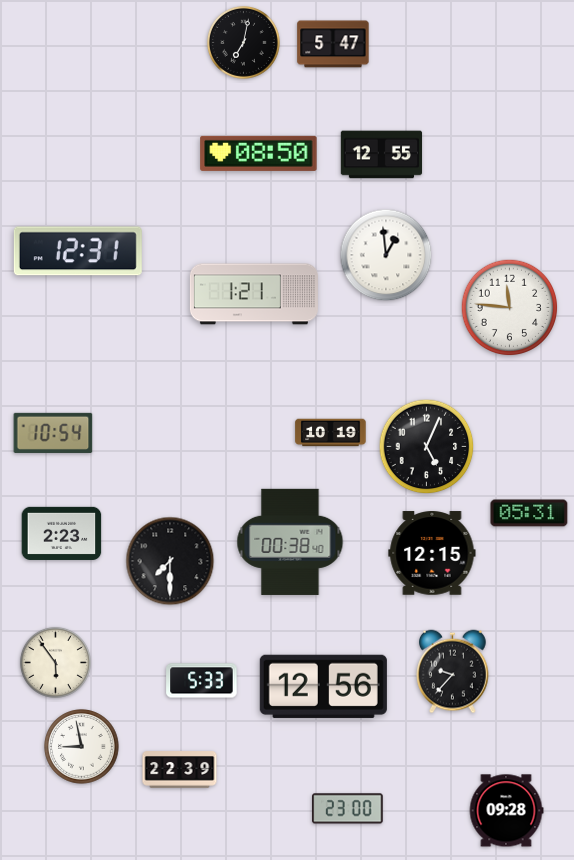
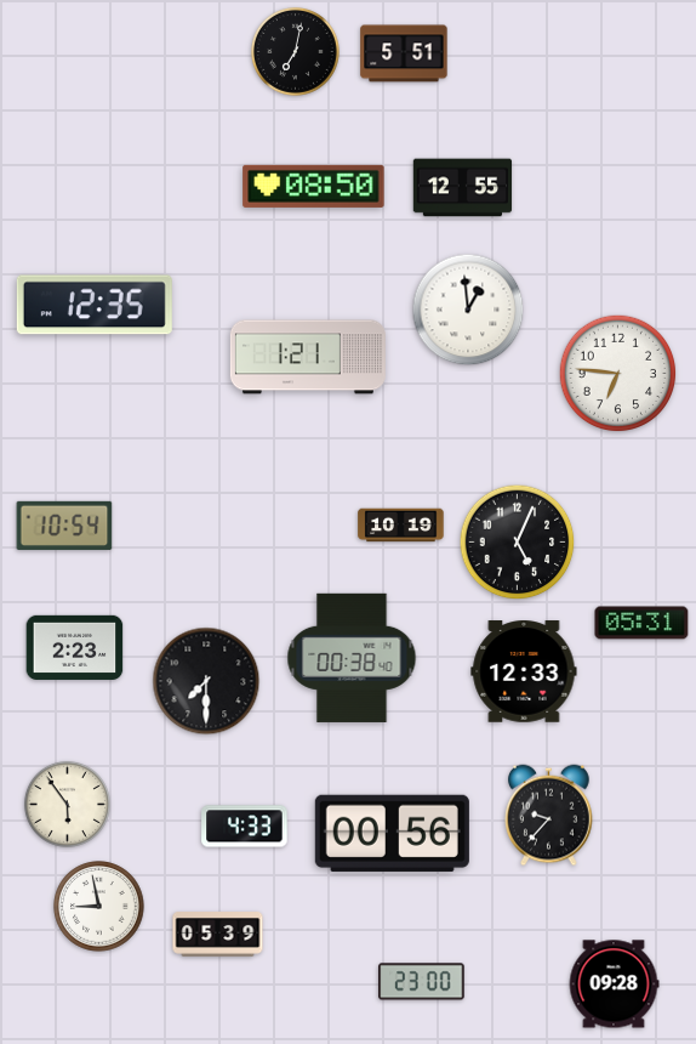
clock at (333, 44): 5:47 -> 5:51
clock at (78, 251): 12:31 -> 12:35
clock at (510, 308): 11:46 -> 6:46
clock at (432, 553): 12:15 -> 12:33
clock at (202, 681): 5:33 -> 4:33
clock at (323, 686): 12:56 -> 00:56
clock at (180, 770): 22:39 -> 05:39
